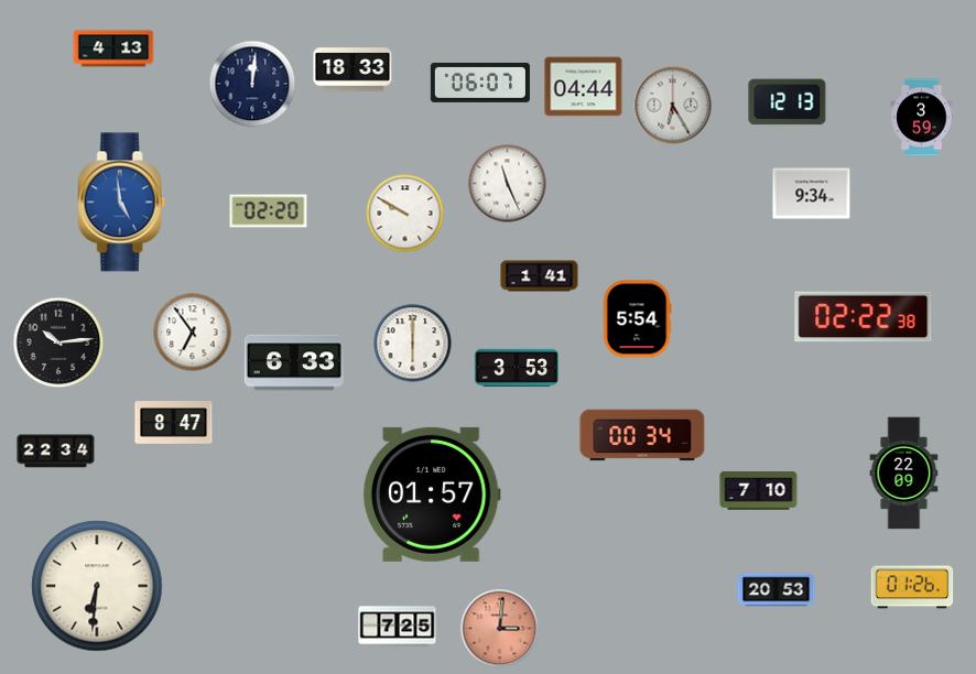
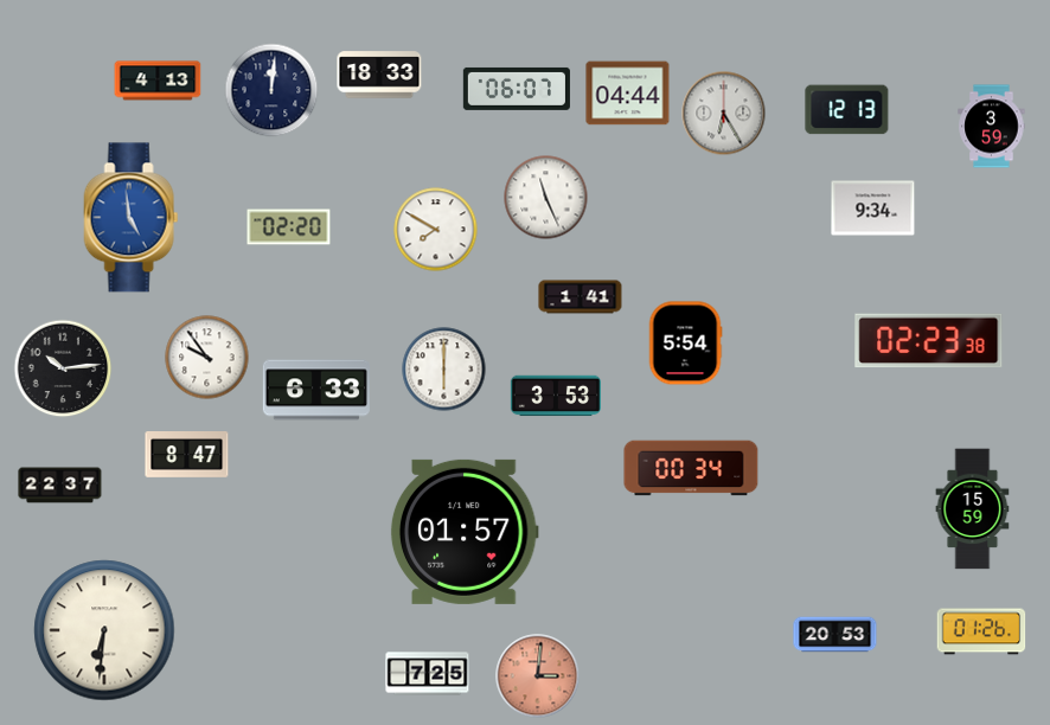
clock at (113, 48) position: (113, 48) -> (158, 81)
clock at (405, 214): 9:50 -> 7:50
clock at (864, 317): 02:22 -> 02:23
clock at (193, 333): 6:54 -> 9:54
clock at (56, 452): 22:34 -> 22:37
clock at (904, 474): 22:09 -> 15:59
clock at (759, 491): 7:10 -> none
